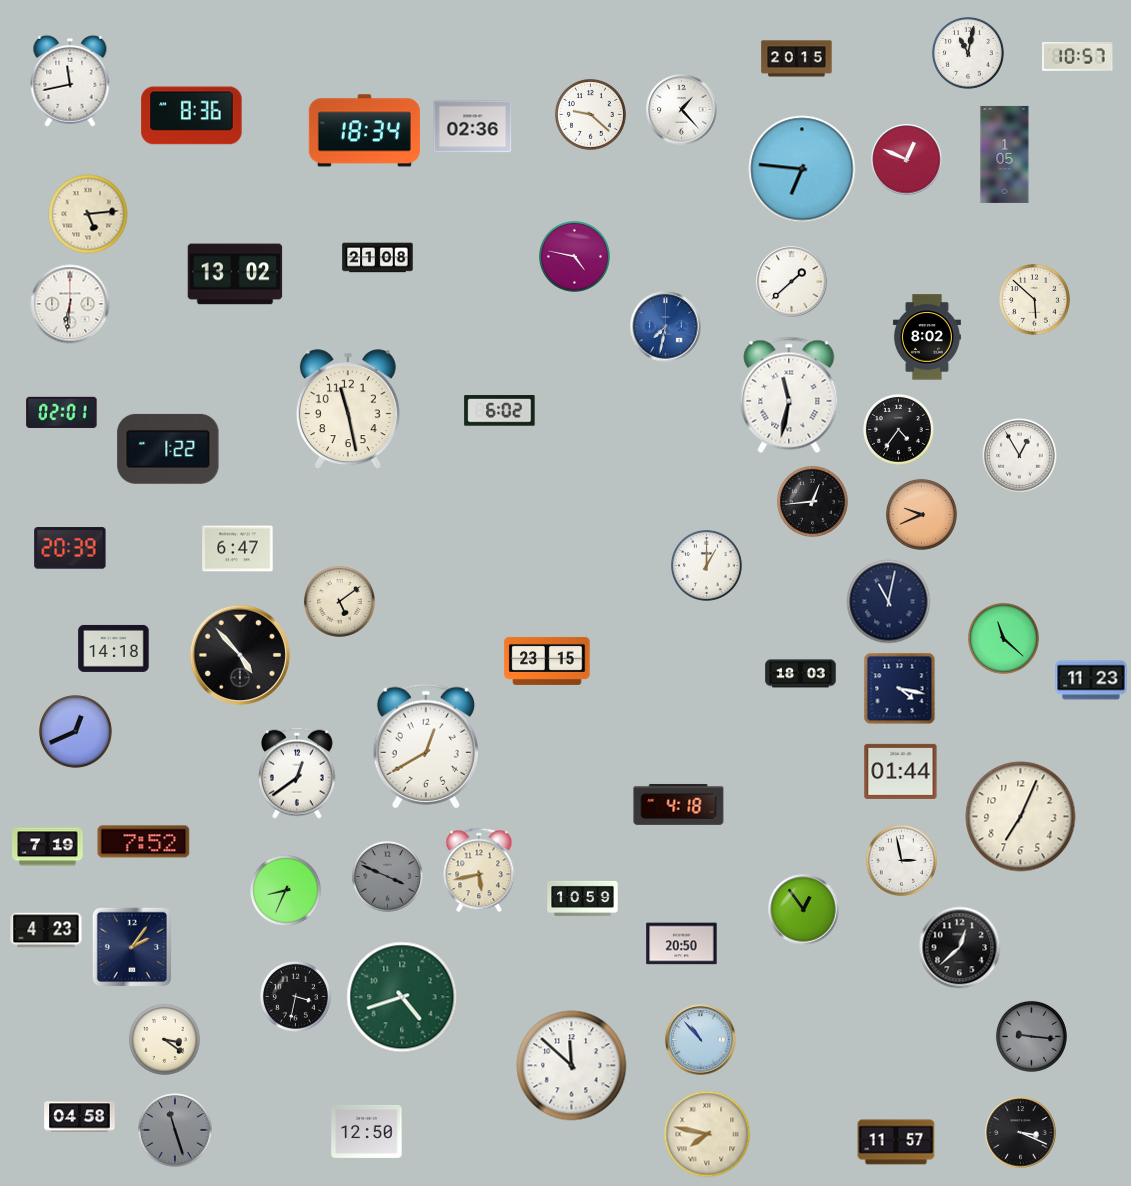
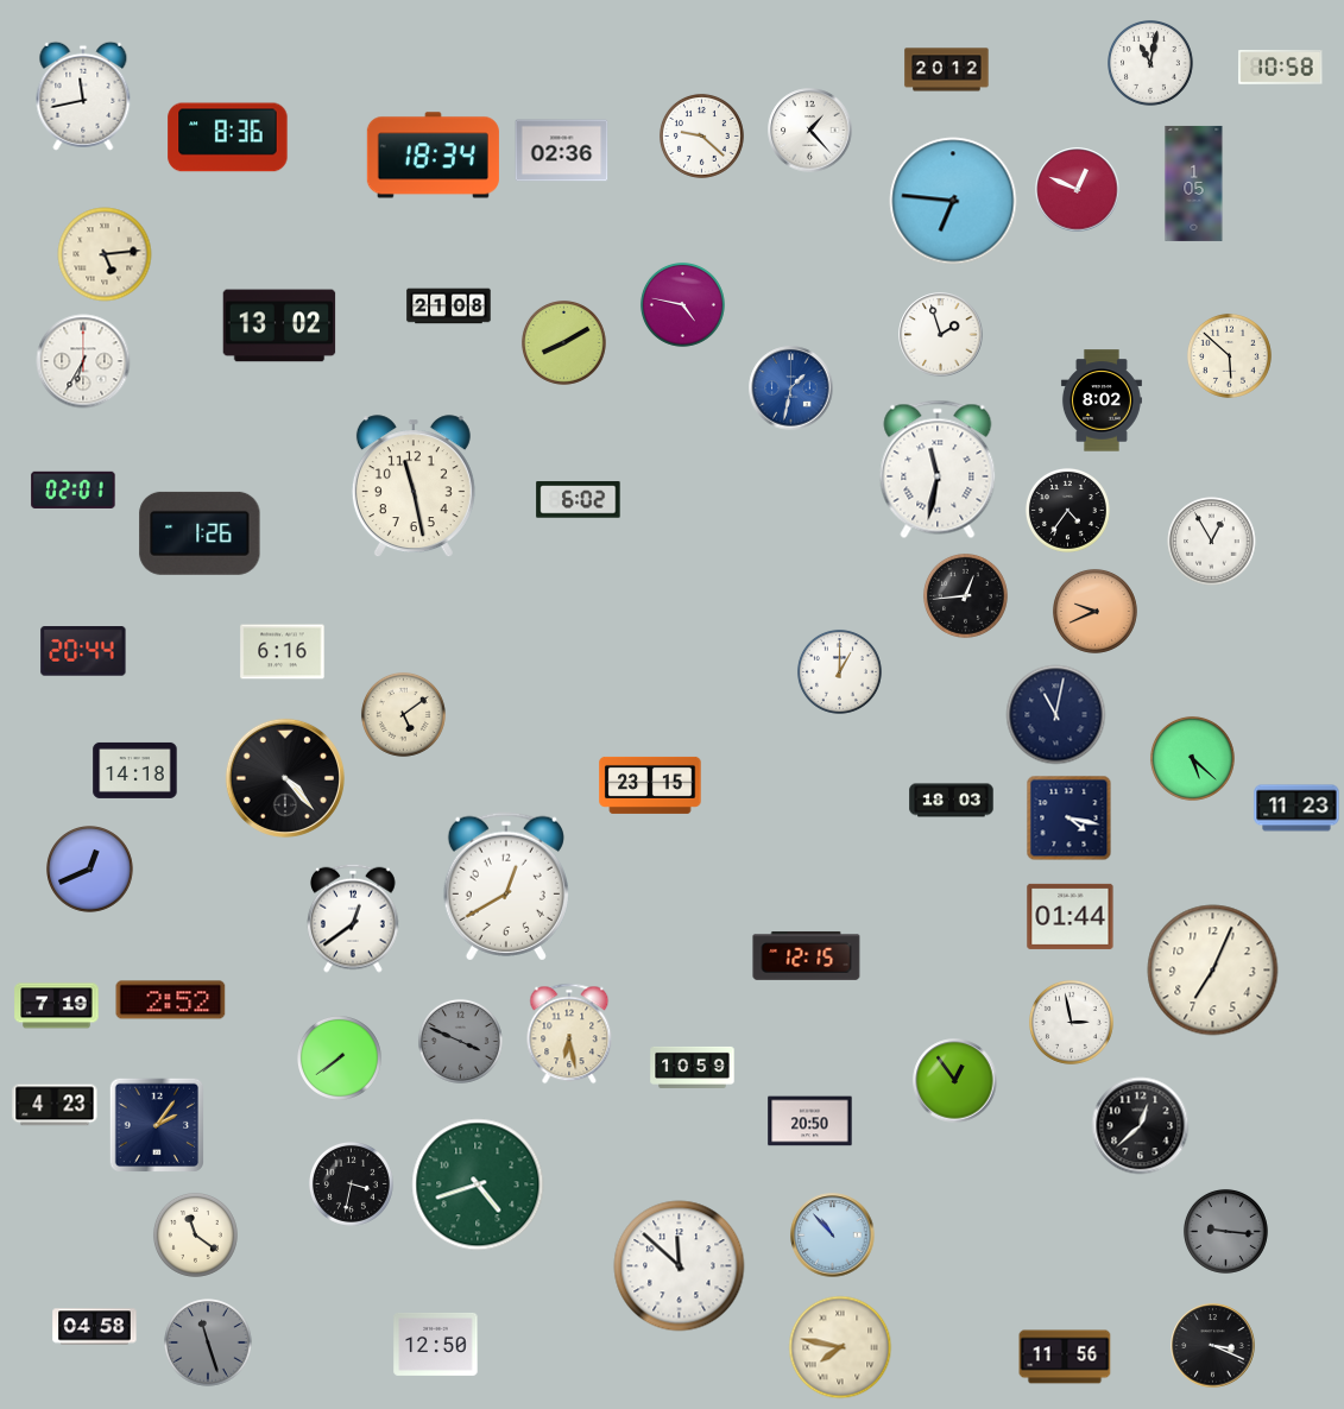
clock at (1078, 57): 10:57 -> 10:58
clock at (797, 59): 20:15 -> 20:12
clock at (792, 282): 1:38 -> 1:57
clock at (563, 342): none -> 8:10
clock at (70, 304): 6:31 -> 6:35
clock at (666, 327): 7:32 -> 1:32
clock at (500, 411) position: (500, 411) -> (579, 500)
clock at (168, 449): 1:22 -> 1:26
clock at (70, 548): 20:39 -> 20:44
clock at (238, 549): 6:47 -> 6:16
clock at (1003, 638): 11:22 -> 5:22
clock at (240, 655): 4:53 -> 4:23
clock at (679, 804): 4:18 -> 12:15
clock at (144, 842): 7:52 -> 2:52
clock at (479, 870): 5:43 -> 6:28
clock at (285, 890): 8:34 -> 7:39
clock at (164, 1039): 3:21 -> 11:21
clock at (896, 1142): 11:57 -> 11:56
